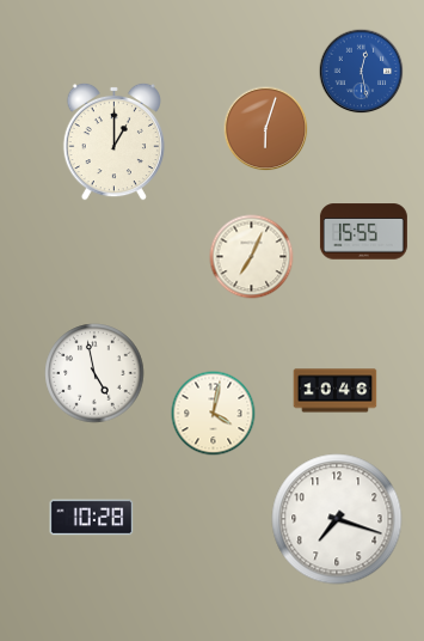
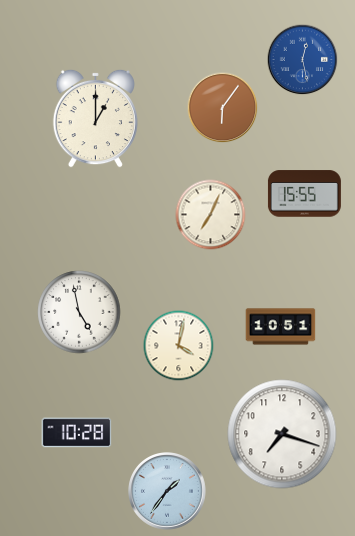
clock at (266, 129): 6:03 -> 6:06
clock at (336, 391): 10:46 -> 10:51
clock at (168, 492): none -> 1:36
